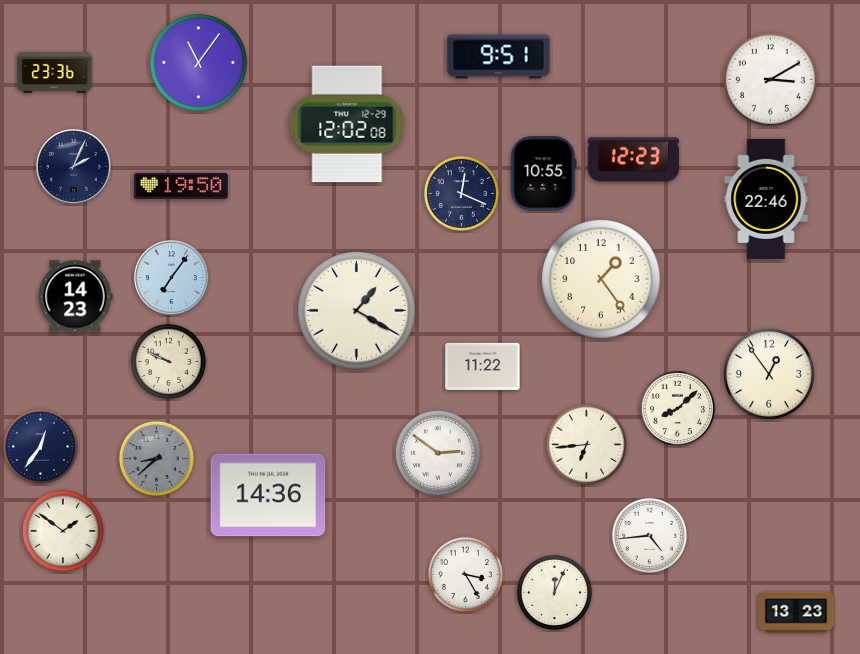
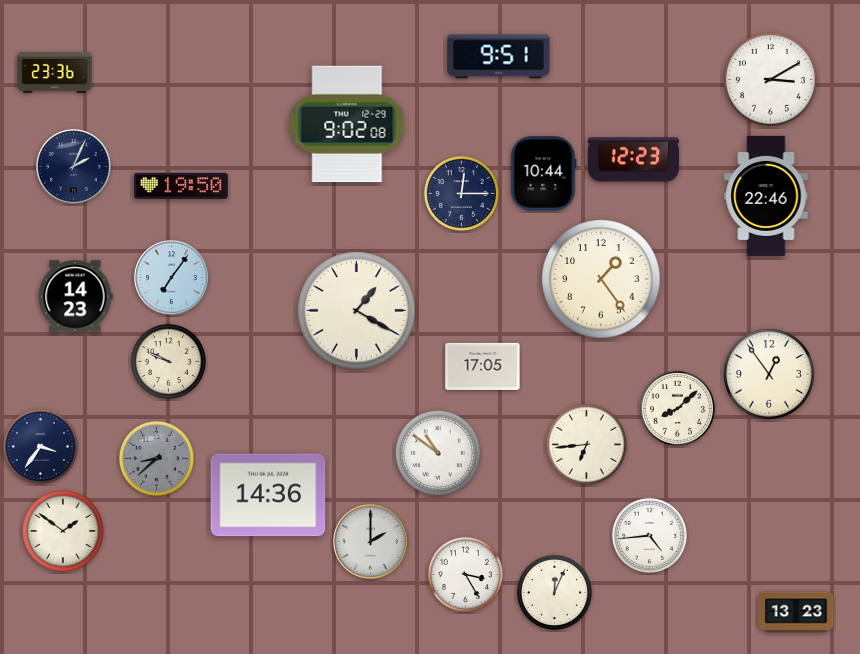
clock at (199, 63): 11:06 -> none
clock at (347, 124): 12:02 -> 9:02
clock at (544, 174): 10:55 -> 10:44
clock at (461, 193): 12:19 -> 12:15
clock at (766, 199) position: (766, 199) -> (766, 196)
clock at (483, 366): 11:22 -> 17:05
clock at (40, 446): 12:36 -> 3:36
clock at (438, 453): 2:51 -> 10:51
clock at (371, 542): none -> 2:00
